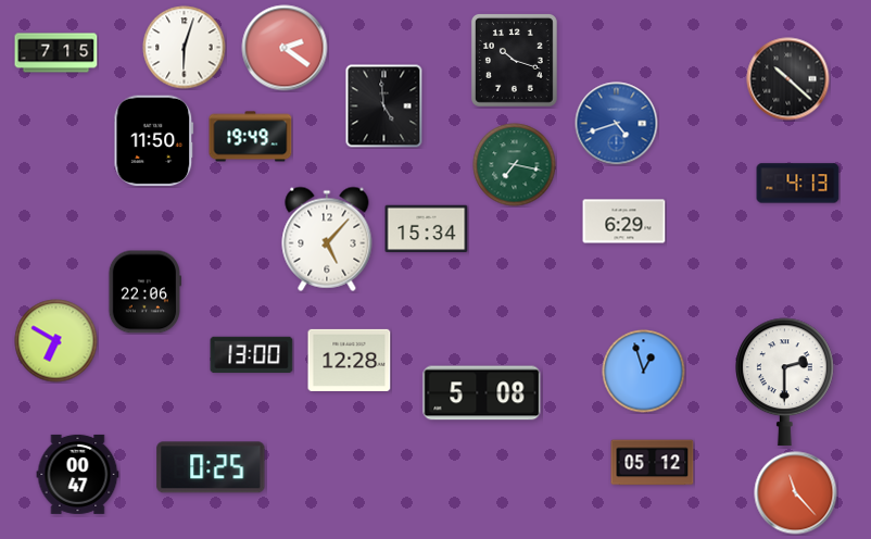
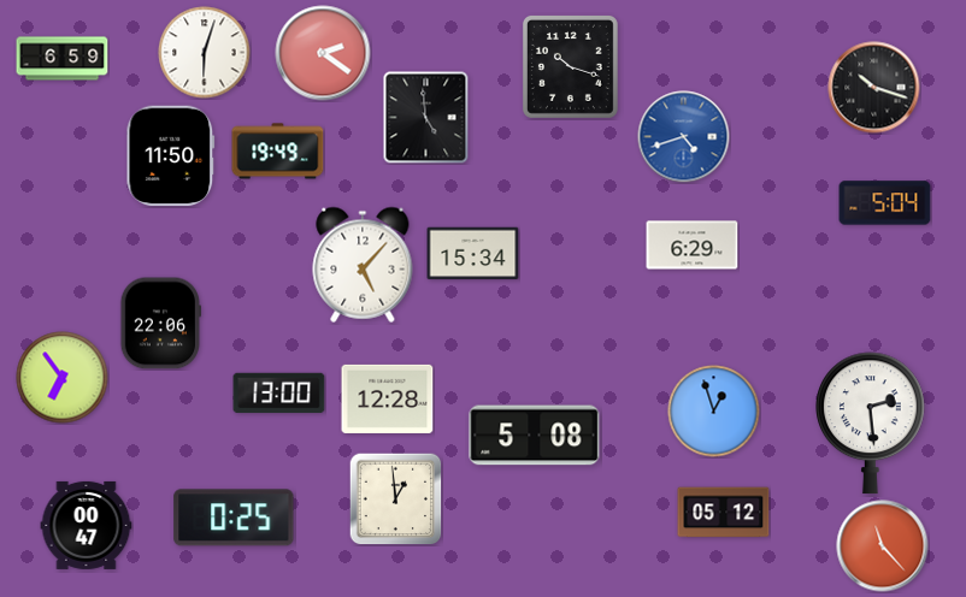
clock at (285, 48) position: (285, 48) -> (323, 53)
clock at (56, 53): 7:15 -> 6:59
clock at (788, 79): 10:22 -> 10:18
clock at (515, 165): 7:17 -> none
clock at (798, 184): 4:13 -> 5:04
clock at (56, 341): 6:50 -> 6:54
clock at (785, 383): 2:30 -> 2:29
clock at (395, 498): none -> 12:59
